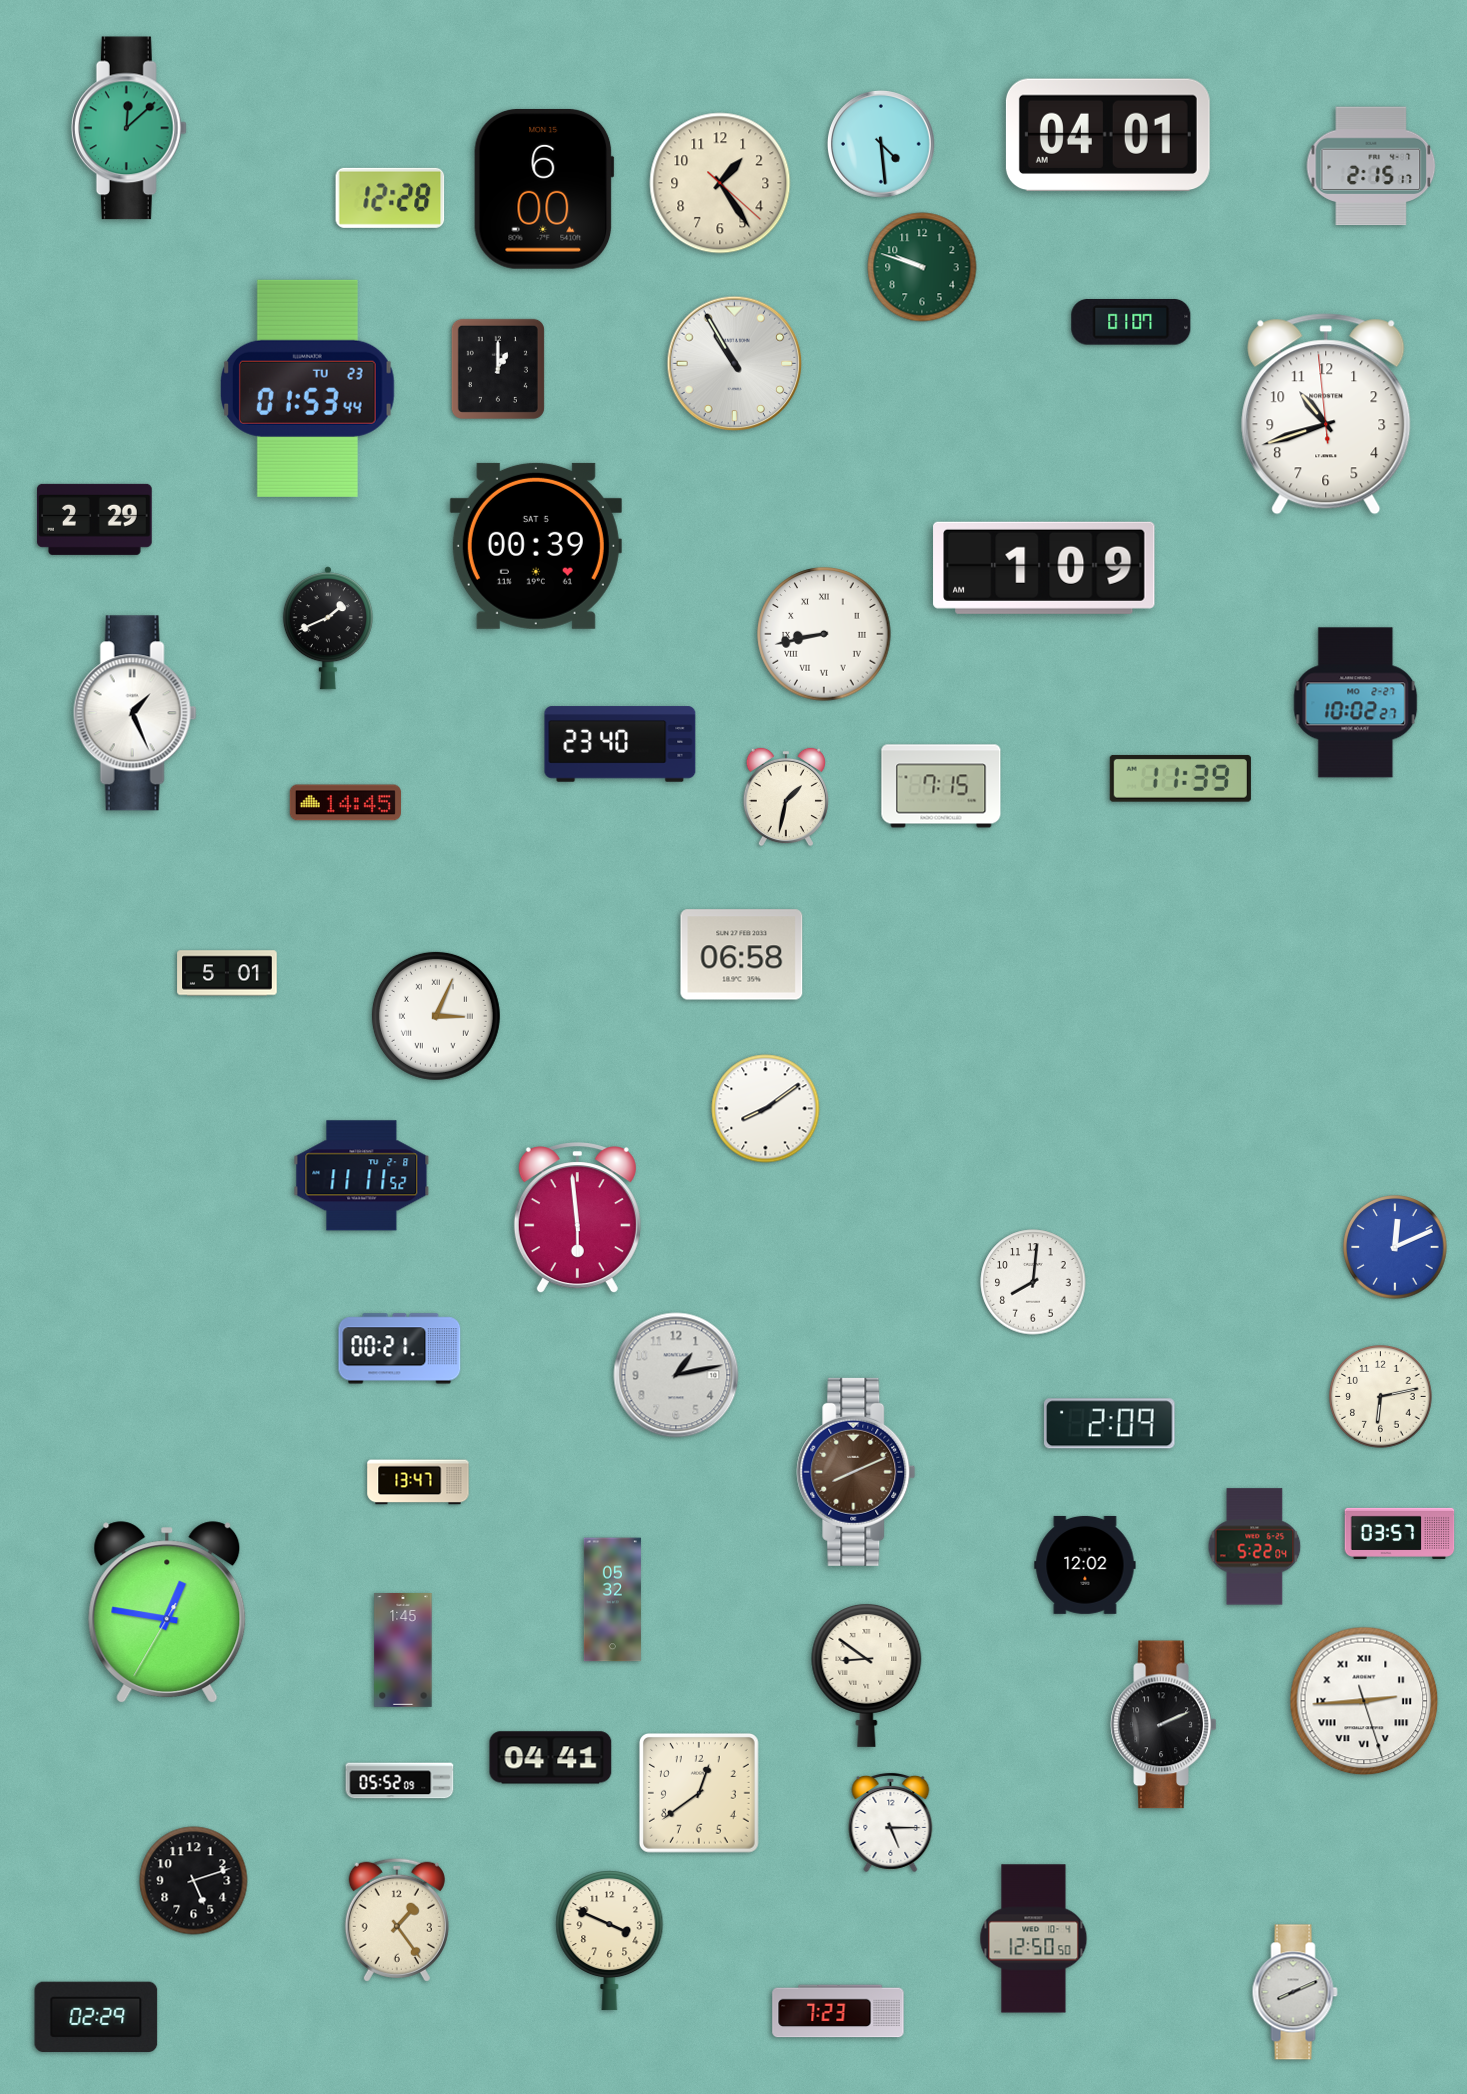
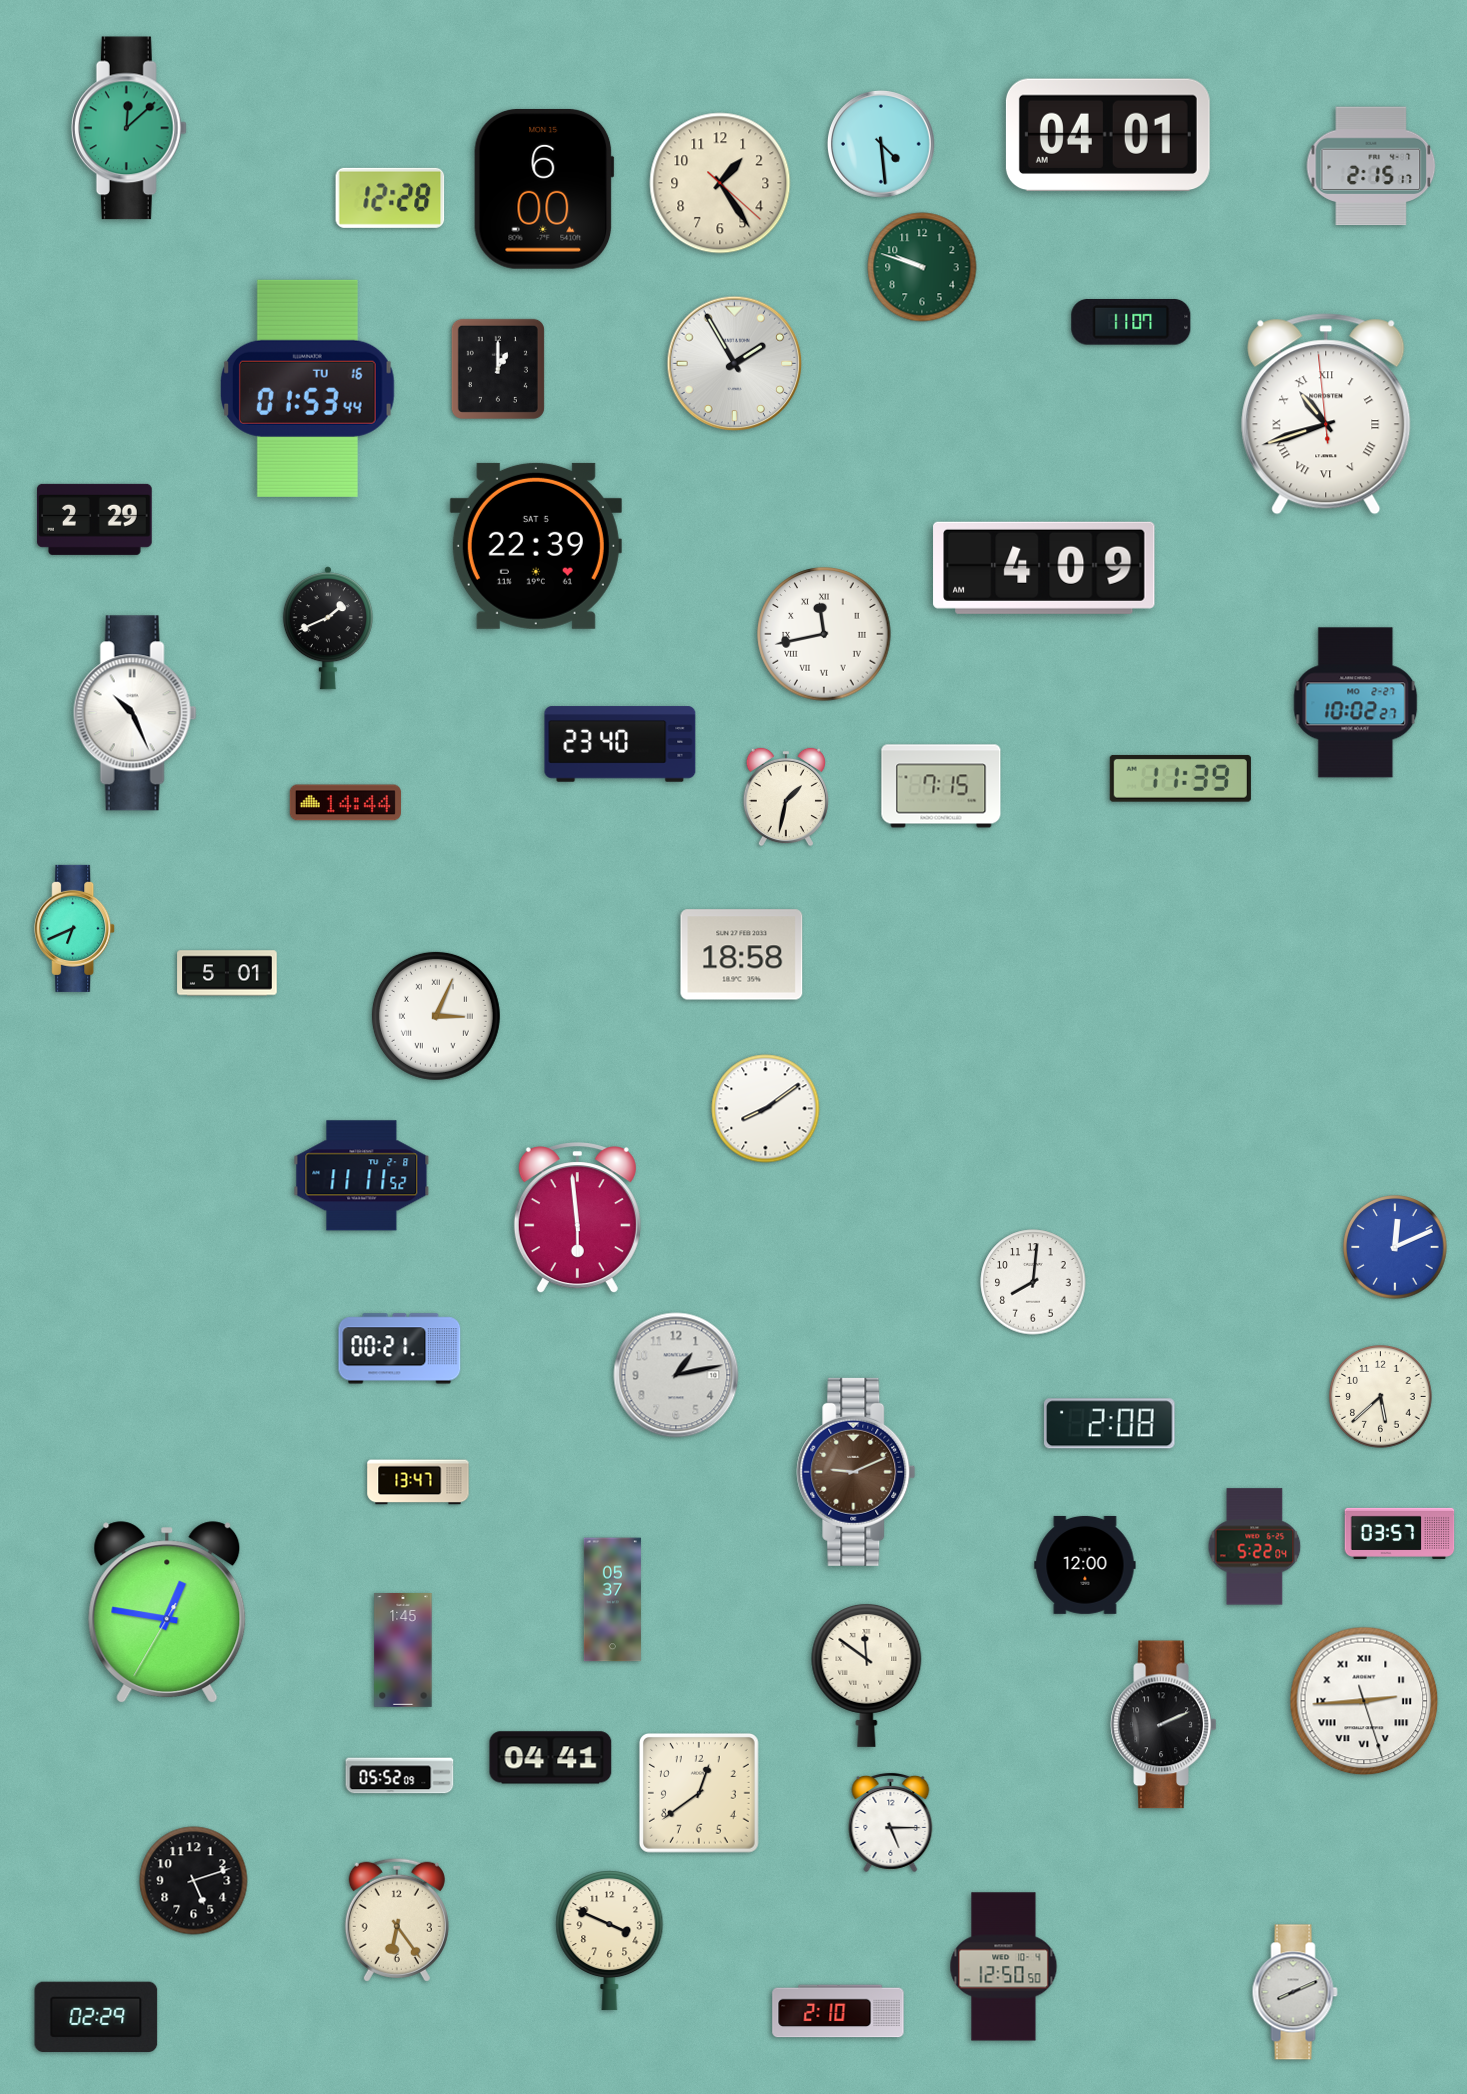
clock at (1131, 323): 01:07 -> 11:07
clock at (735, 364): 10:55 -> 1:55
clock at (307, 388) date: TU 23 -> TU 16
clock at (1326, 414) numerals: Arabic -> Roman
clock at (536, 546): 00:39 -> 22:39
clock at (1044, 568): 1:09 -> 4:09
clock at (824, 634): 8:43 -> 11:43
clock at (135, 713): 1:26 -> 10:26
clock at (345, 803): 14:45 -> 14:44
clock at (75, 928): none -> 6:41
clock at (742, 955): 06:58 -> 18:58
clock at (1381, 1397): 6:13 -> 5:38
clock at (1110, 1424): 2:09 -> 2:08
clock at (856, 1472): 8:11 -> 9:11
clock at (1085, 1565): 12:02 -> 12:00
clock at (612, 1600): 05:32 -> 05:37
clock at (867, 1676): 8:51 -> 11:51
clock at (400, 1781) position: (400, 1781) -> (400, 1776)
clock at (397, 1920): 1:24 -> 6:24
clock at (1034, 1939) position: (1034, 1939) -> (1004, 1967)
clock at (838, 2011): 7:23 -> 2:10
